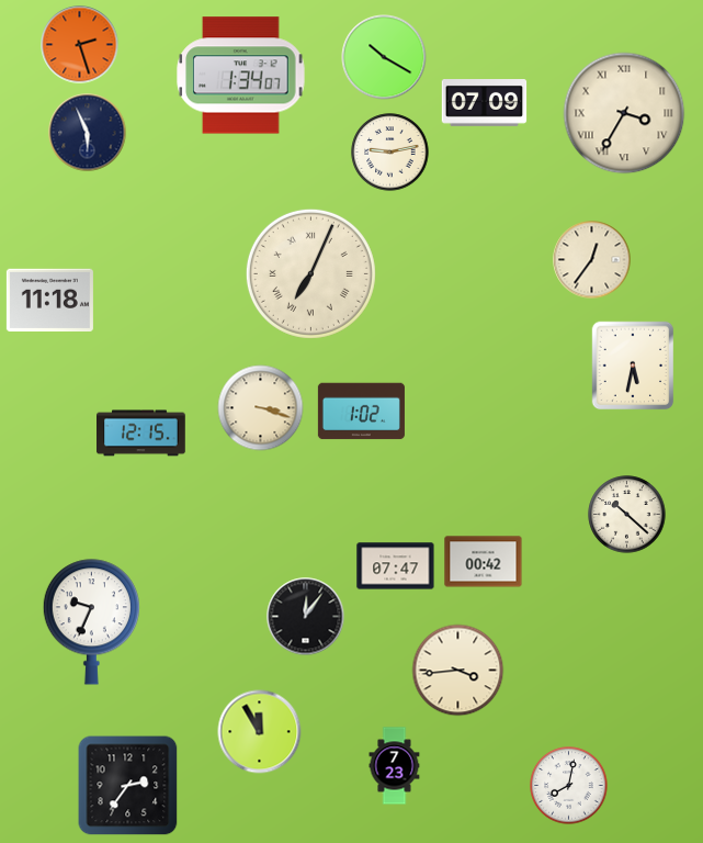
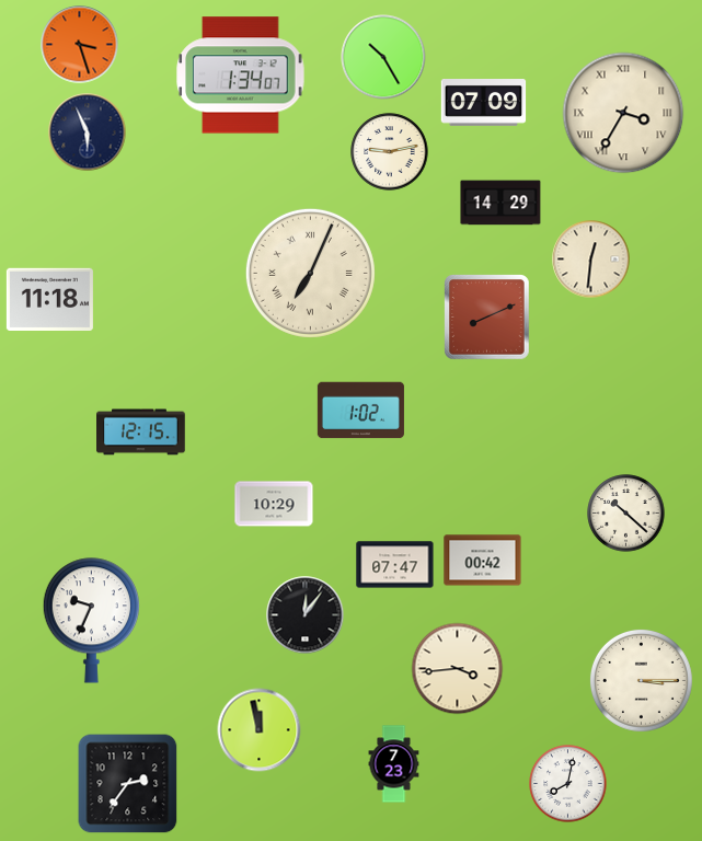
clock at (80, 45): 2:27 -> 3:27
clock at (384, 57): 10:20 -> 10:25
clock at (500, 203): none -> 14:29
clock at (592, 260): 12:36 -> 12:31
clock at (487, 318): none -> 8:11
clock at (633, 366): 5:32 -> none
clock at (261, 408): 3:18 -> none
clock at (274, 504): none -> 10:29
clock at (641, 680): none -> 3:15
clock at (260, 732): 11:55 -> 11:58
